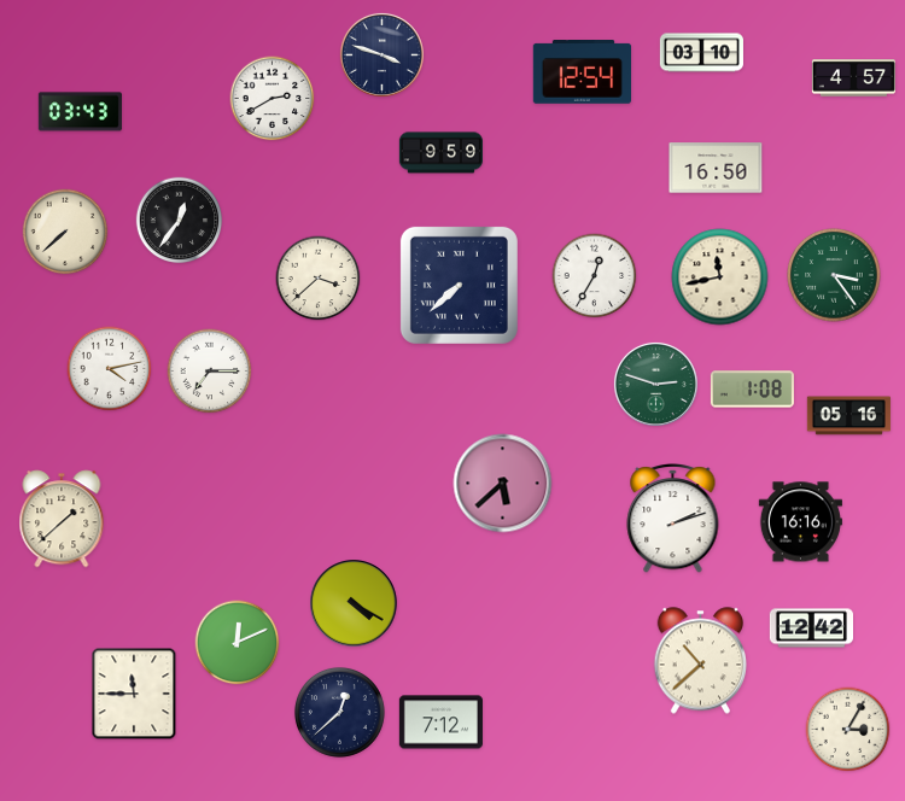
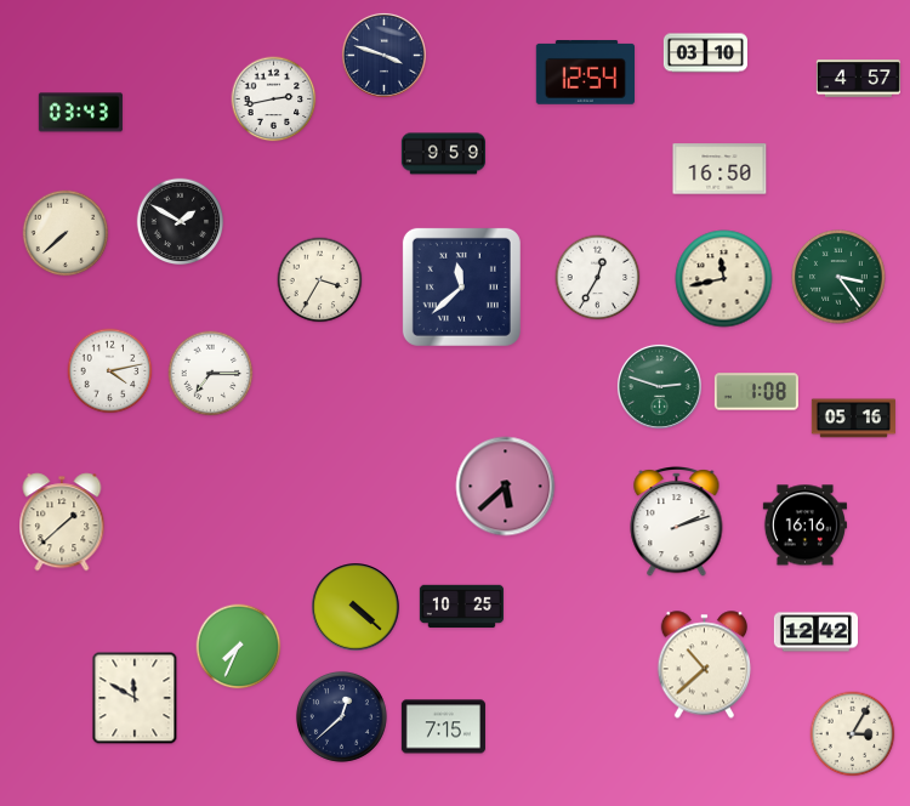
clock at (273, 99): 2:40 -> 2:43
clock at (180, 221): 12:36 -> 1:50
clock at (319, 279): 3:38 -> 3:35
clock at (459, 285): 7:38 -> 11:38
clock at (354, 603): 4:20 -> 4:22
clock at (461, 607): none -> 10:25
clock at (238, 643): 12:11 -> 7:34
clock at (134, 694): 11:45 -> 11:50
clock at (440, 723): 7:12 -> 7:15
